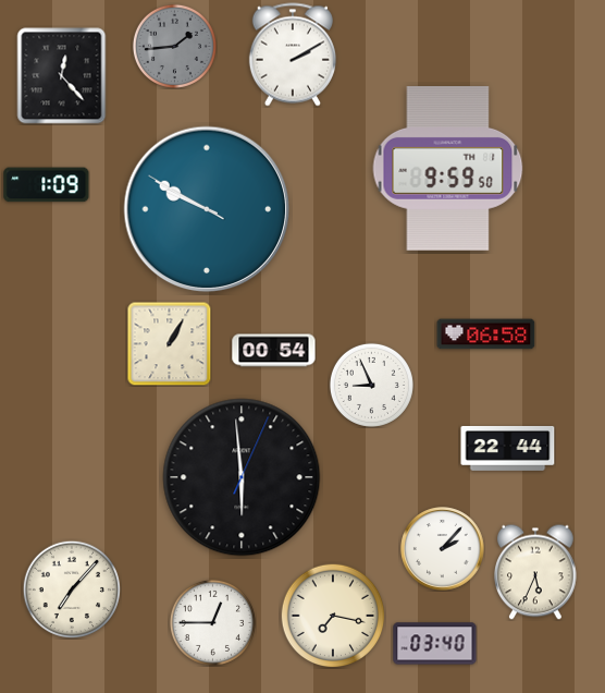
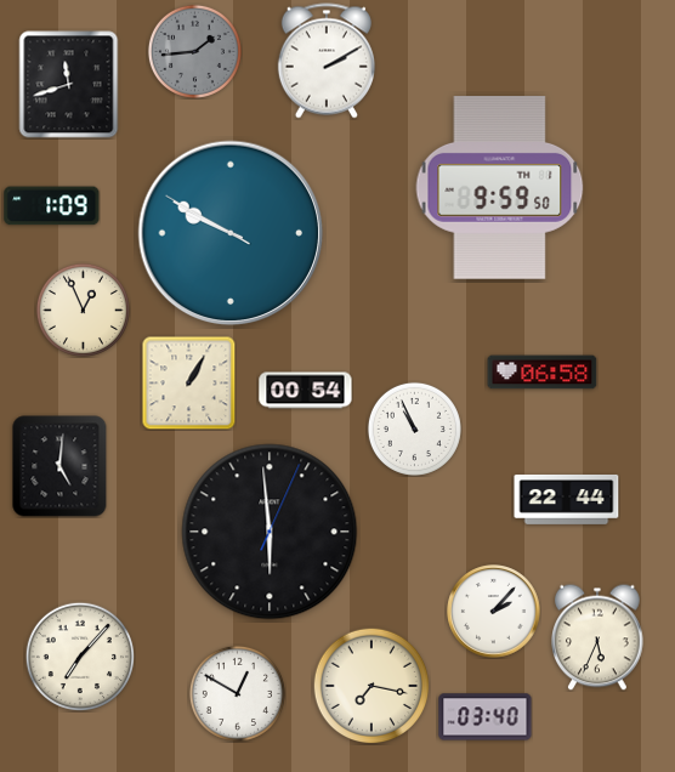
clock at (62, 76): 12:23 -> 11:42
clock at (83, 310): none -> 12:56
clock at (371, 385): 8:56 -> 10:56
clock at (59, 466): none -> 5:01
clock at (212, 622): 12:45 -> 12:50
